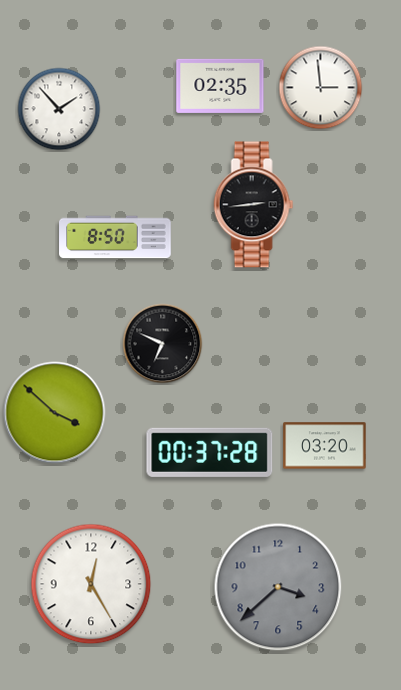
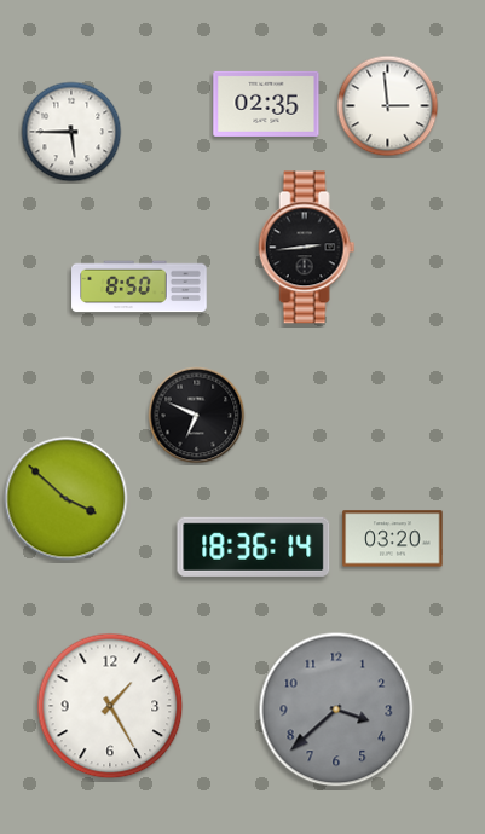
clock at (59, 109): 1:53 -> 5:45
clock at (210, 452): 00:37 -> 18:36
clock at (91, 584): 12:25 -> 1:25
